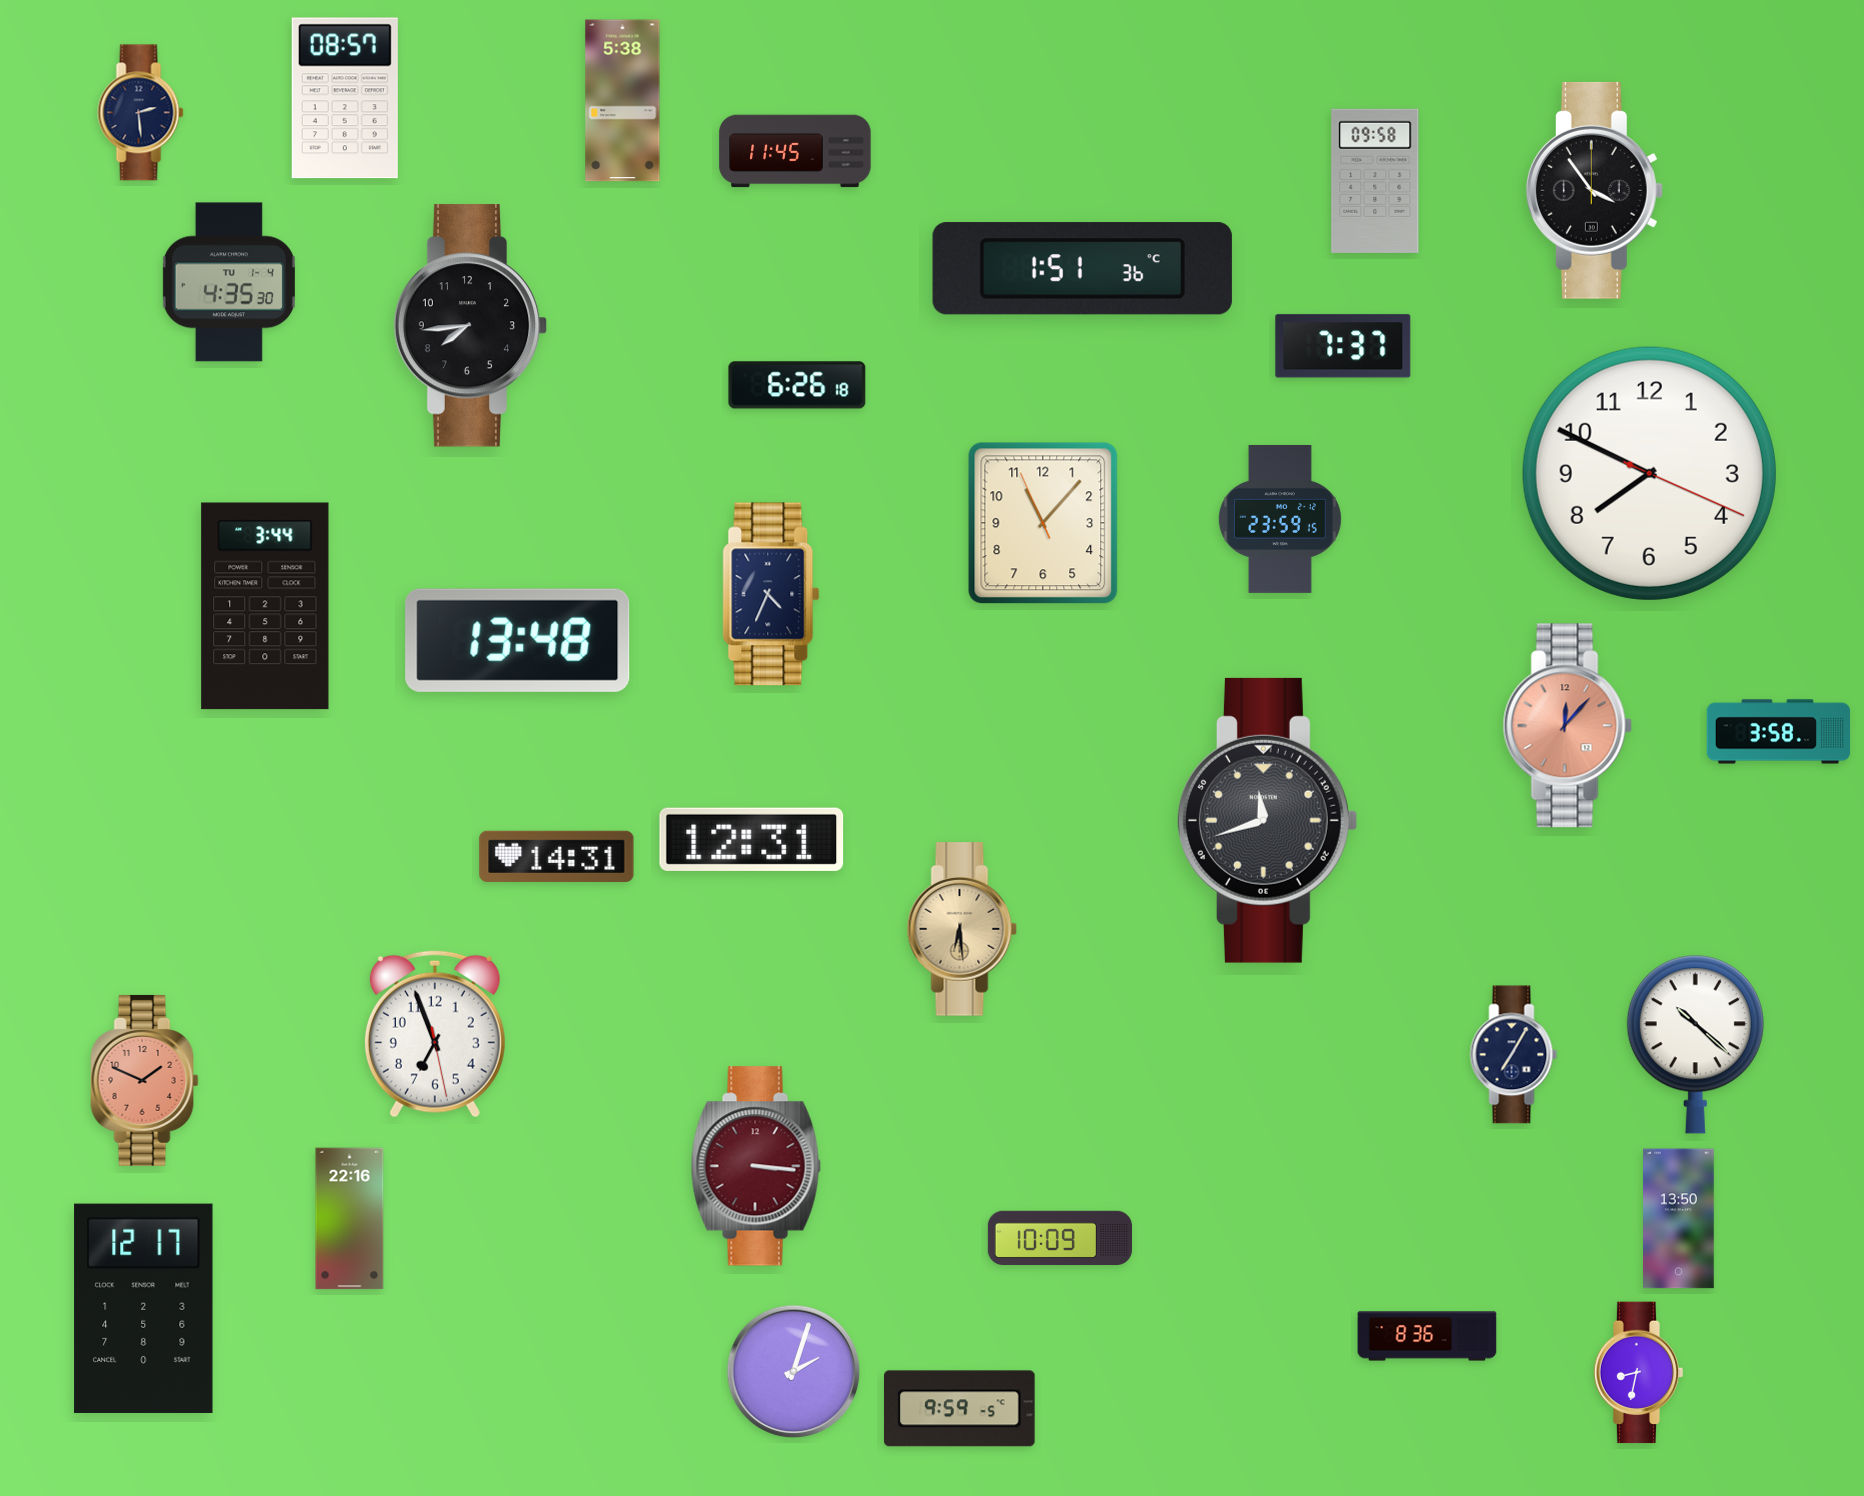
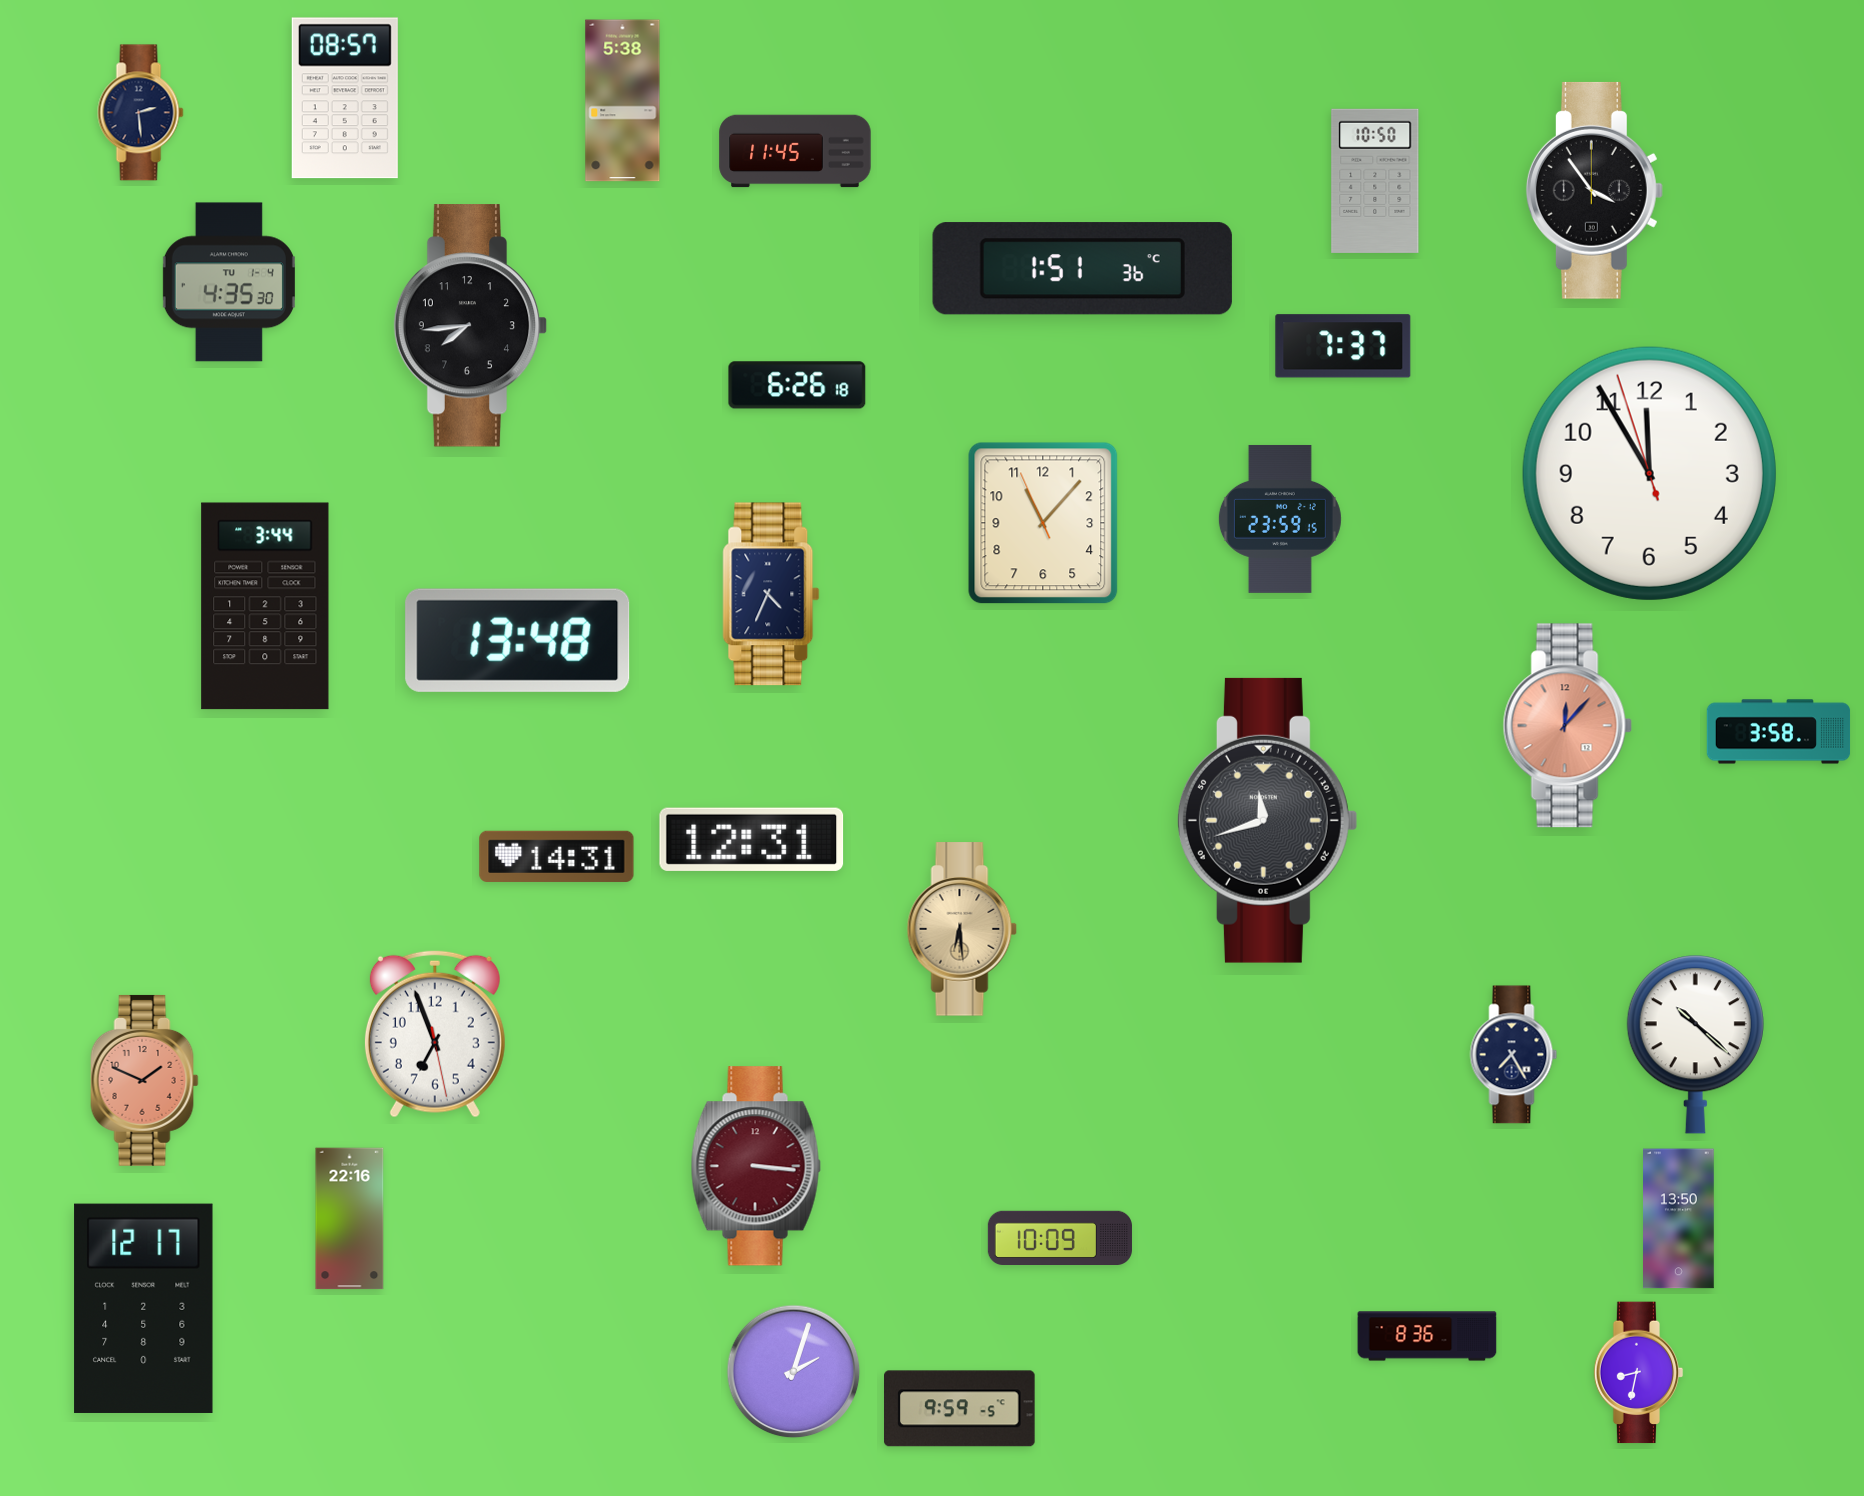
clock at (1375, 181): 09:58 -> 10:50
clock at (1649, 473): 7:49 -> 11:54
clock at (1514, 1055): 7:05 -> 7:25
